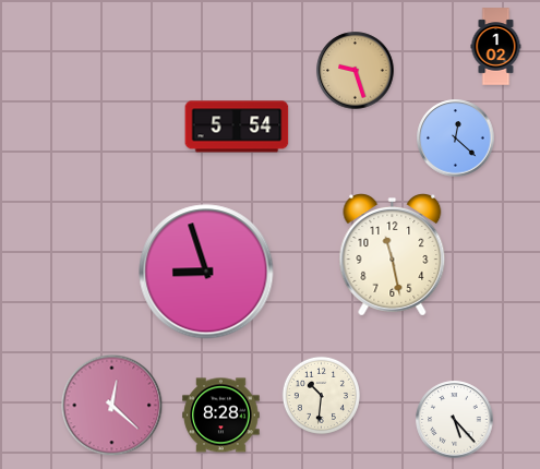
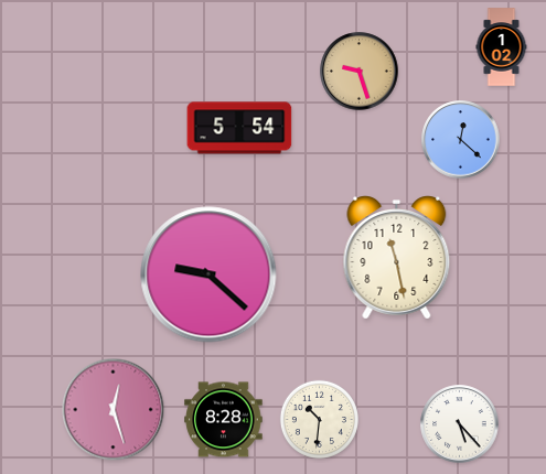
clock at (206, 272): 8:57 -> 9:22
clock at (321, 395) position: (321, 395) -> (319, 419)
clock at (112, 406): 12:22 -> 12:27
